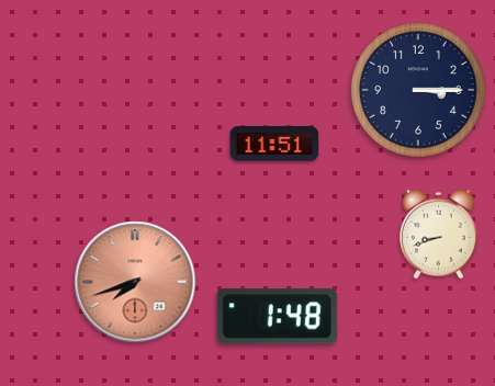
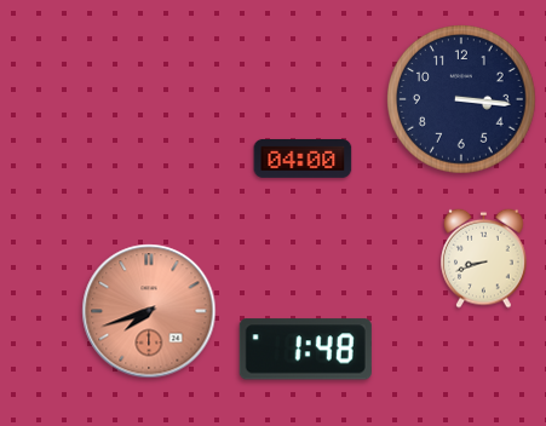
clock at (419, 91): 3:15 -> 3:16
clock at (274, 144): 11:51 -> 04:00
